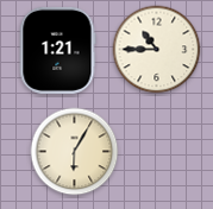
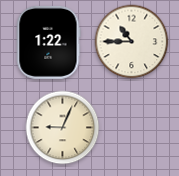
clock at (57, 50): 1:21 -> 1:22
clock at (75, 152): 6:05 -> 9:04
